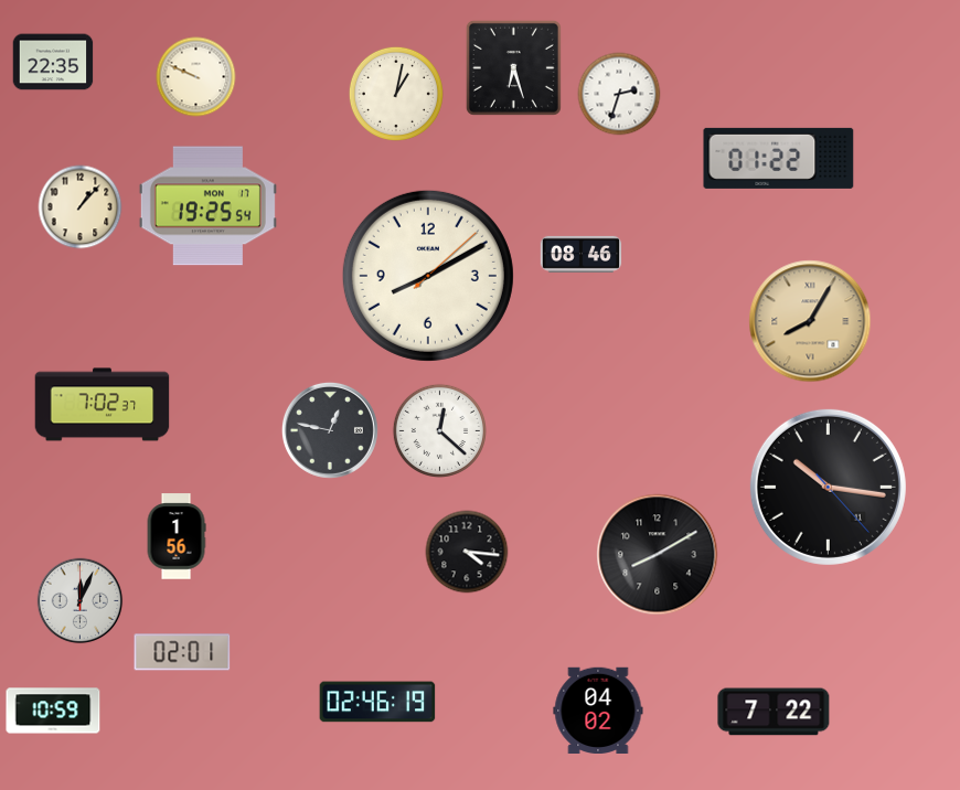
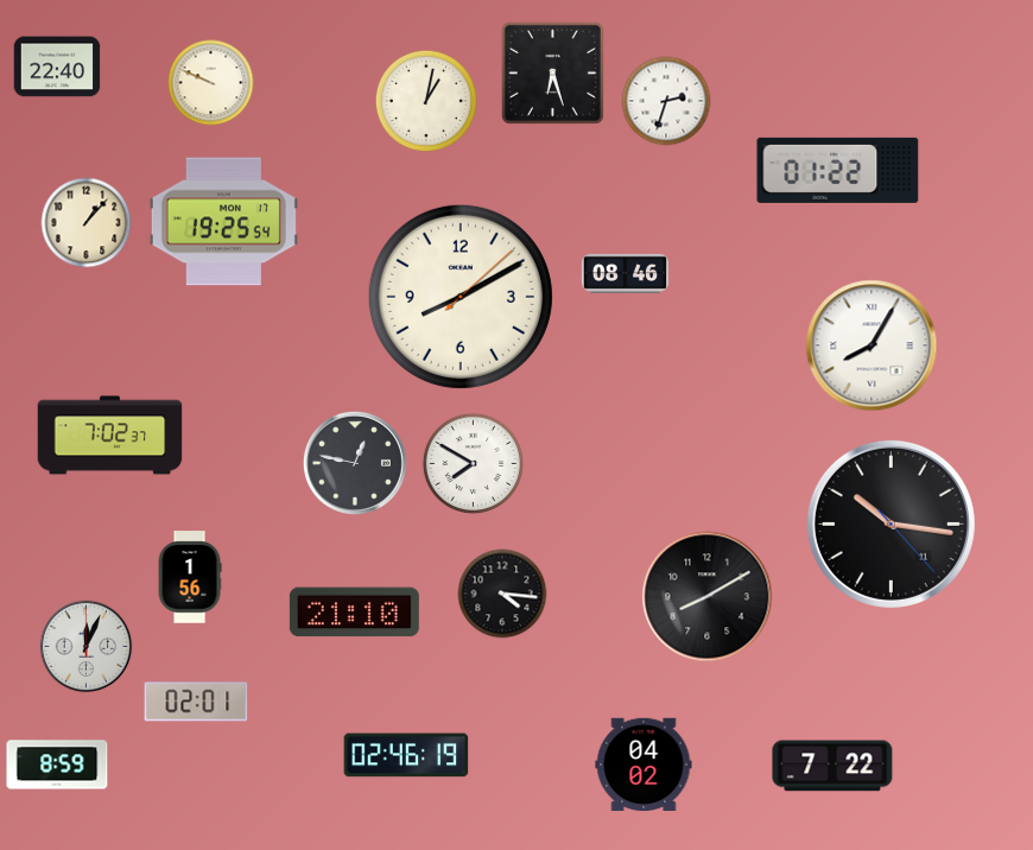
clock at (53, 62): 22:35 -> 22:40
clock at (810, 321) dial: champagne -> white
clock at (439, 430): 12:22 -> 7:50
clock at (354, 613): none -> 21:10
clock at (53, 711): 10:59 -> 8:59
